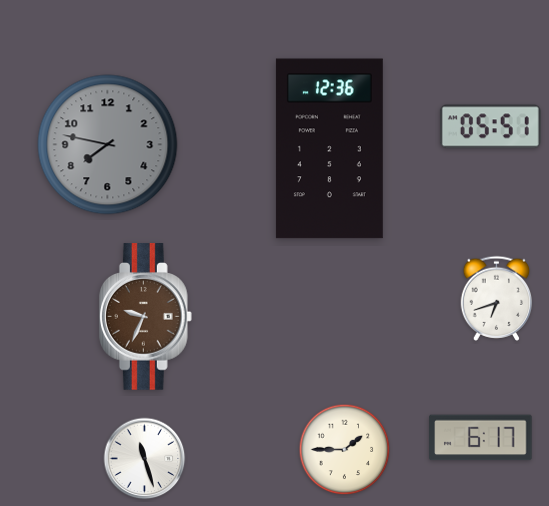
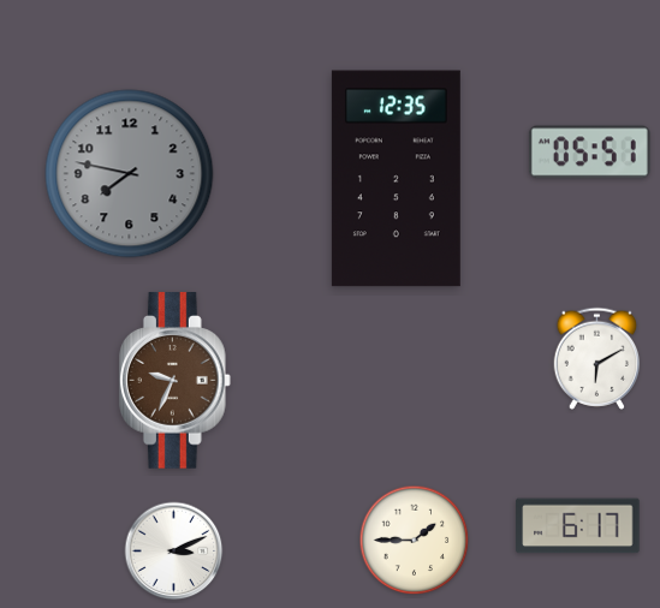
clock at (329, 149): 12:36 -> 12:35
clock at (497, 298): 6:42 -> 6:10
clock at (145, 459): 11:27 -> 3:11
